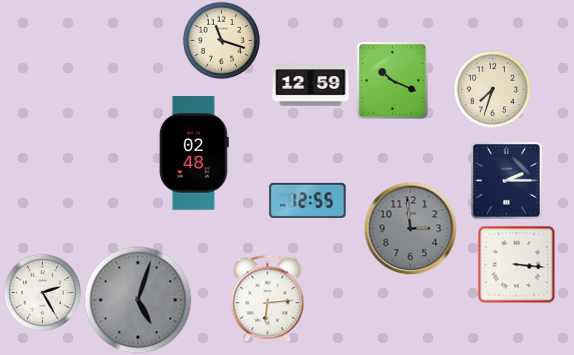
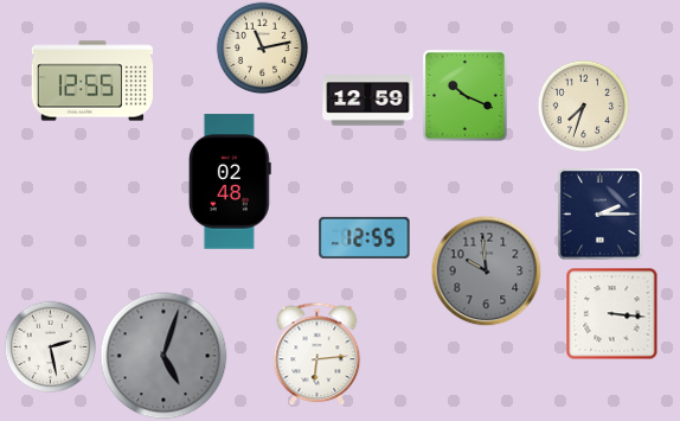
clock at (221, 40): 11:18 -> 11:13
clock at (92, 81): none -> 12:55
clock at (410, 228): 2:59 -> 9:59
clock at (42, 292): 2:25 -> 2:28
